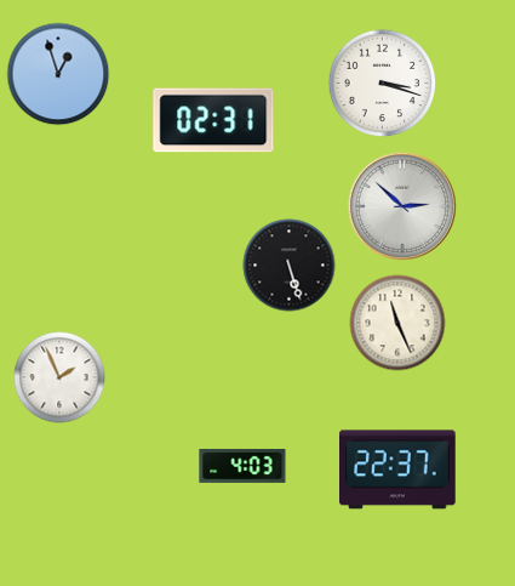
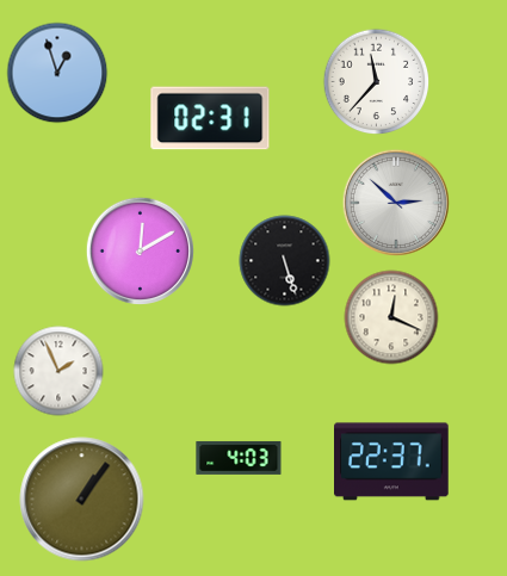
clock at (383, 84): 3:18 -> 11:37
clock at (140, 250): none -> 12:10
clock at (397, 323): 11:26 -> 12:19
clock at (82, 500): none -> 1:06
